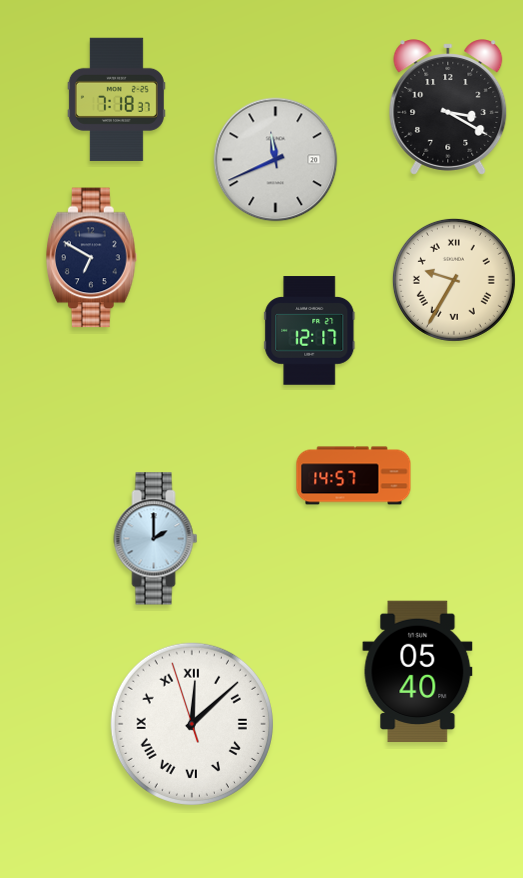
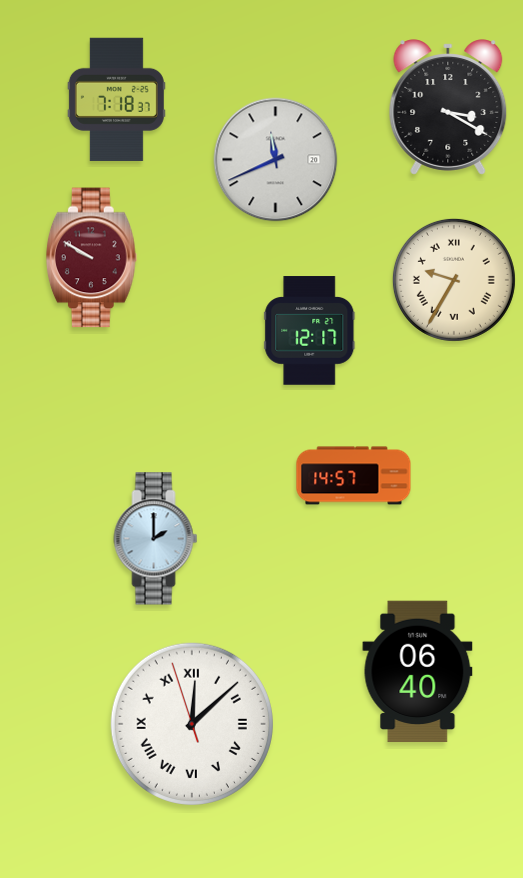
clock at (91, 258): 6:50 -> 9:50
clock at (91, 258) dial: navy -> burgundy
clock at (418, 672): 05:40 -> 06:40
